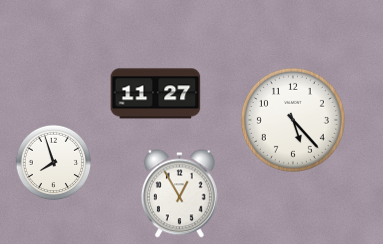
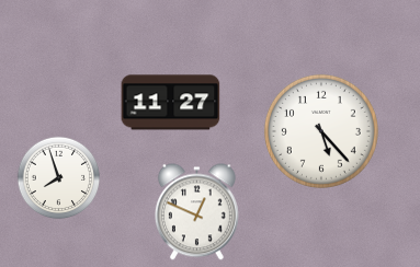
clock at (179, 194): 12:55 -> 12:49
